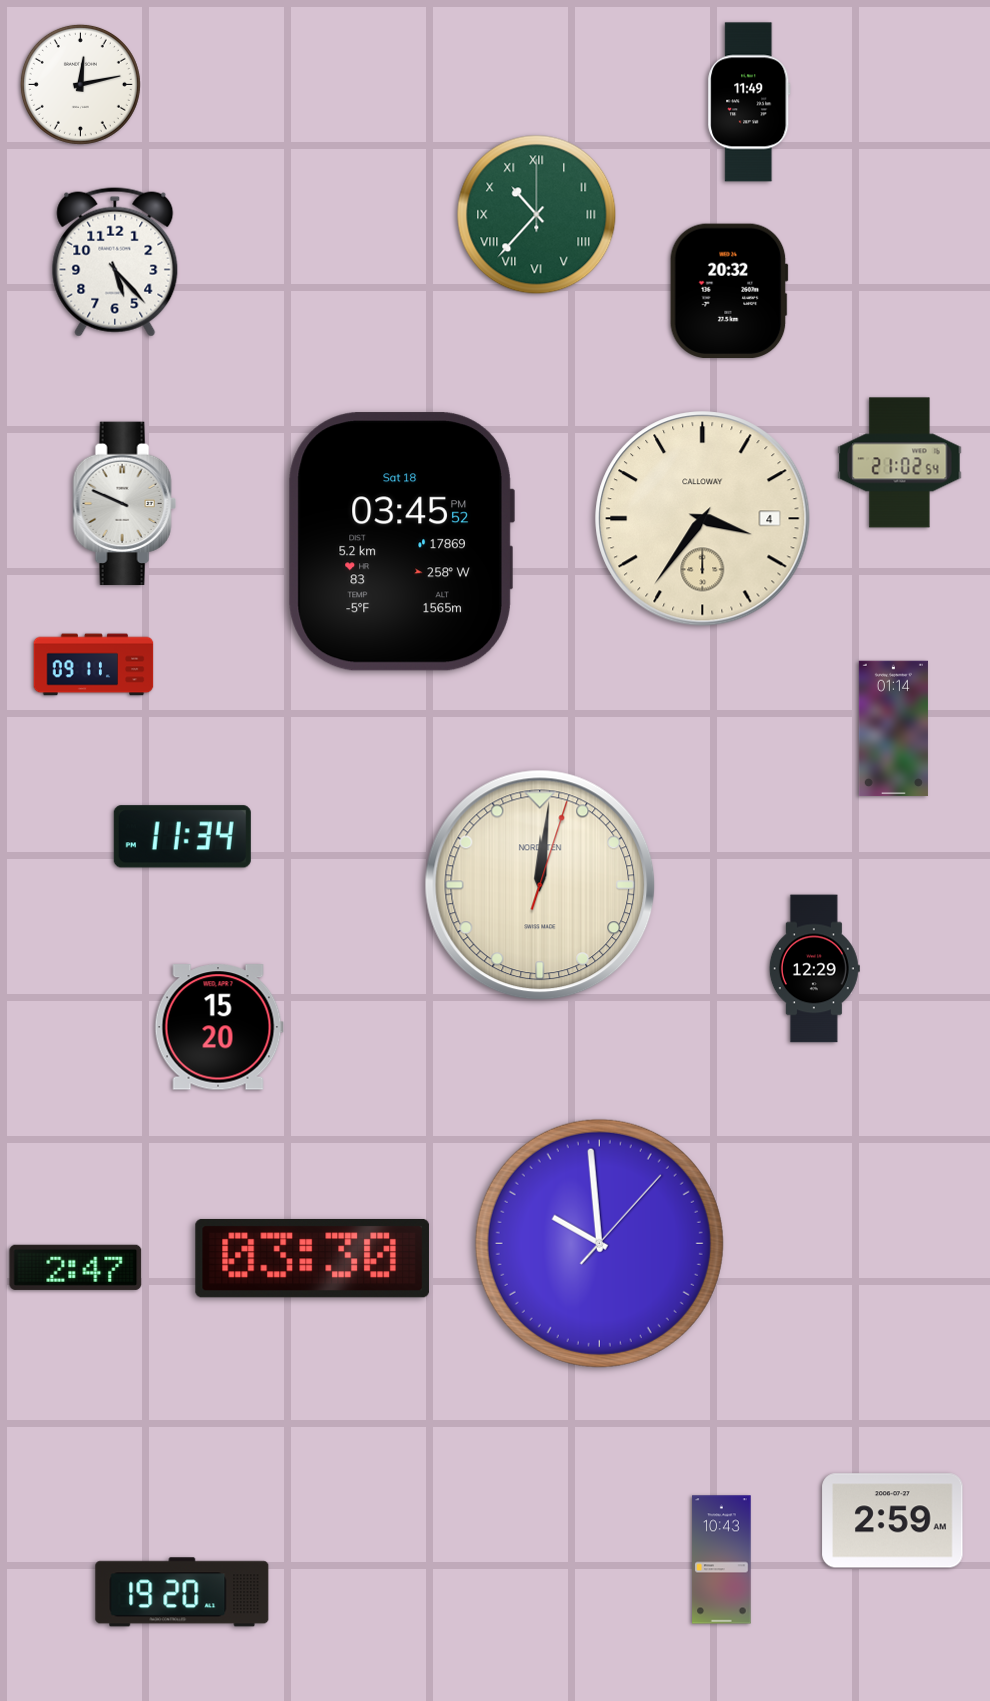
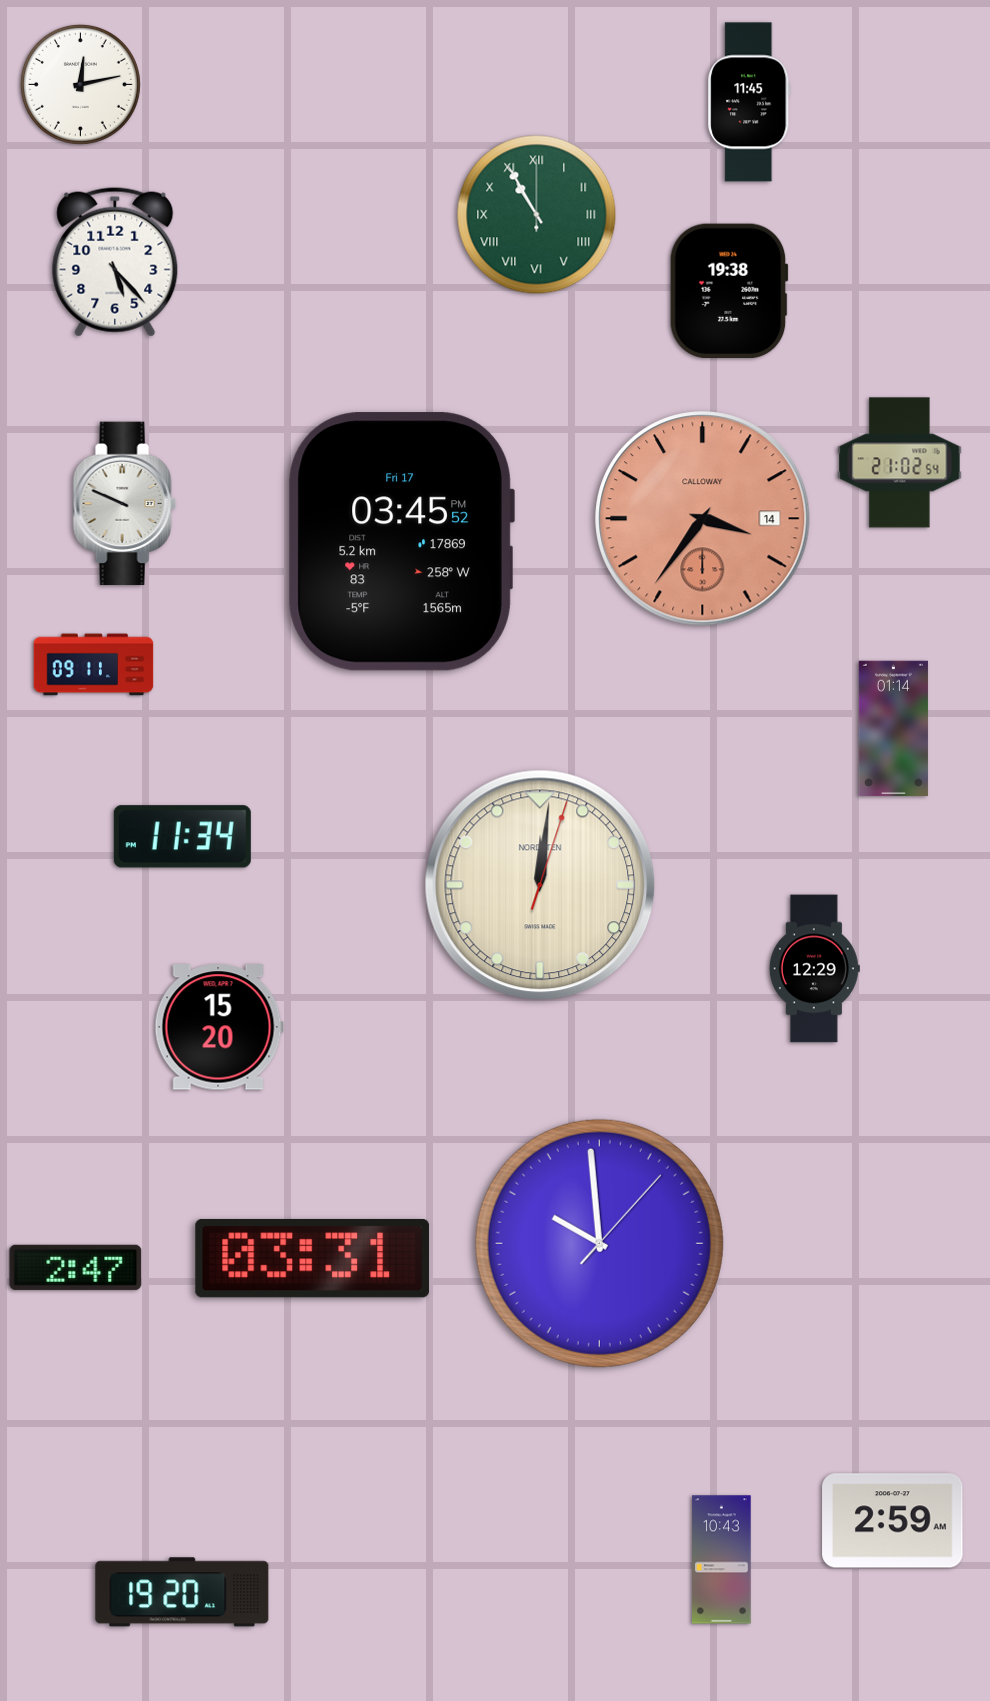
clock at (749, 102): 11:49 -> 11:45
clock at (537, 215): 10:37 -> 10:55
clock at (729, 290): 20:32 -> 19:38
clock at (703, 519) date: 4 -> 14
clock at (703, 519) dial: cream -> salmon
clock at (401, 542) date: Sat 18 -> Fri 17
clock at (312, 1258): 03:30 -> 03:31
